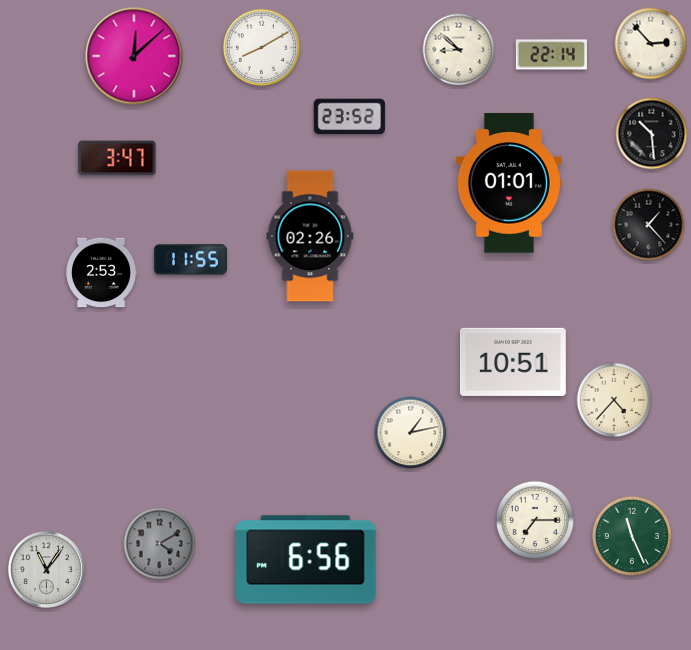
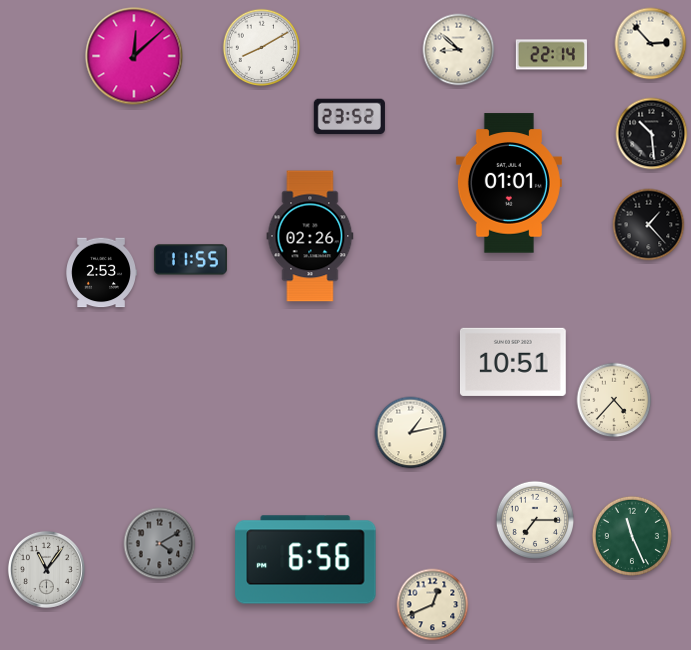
clock at (117, 158): 3:47 -> none
clock at (433, 605): none -> 12:41
